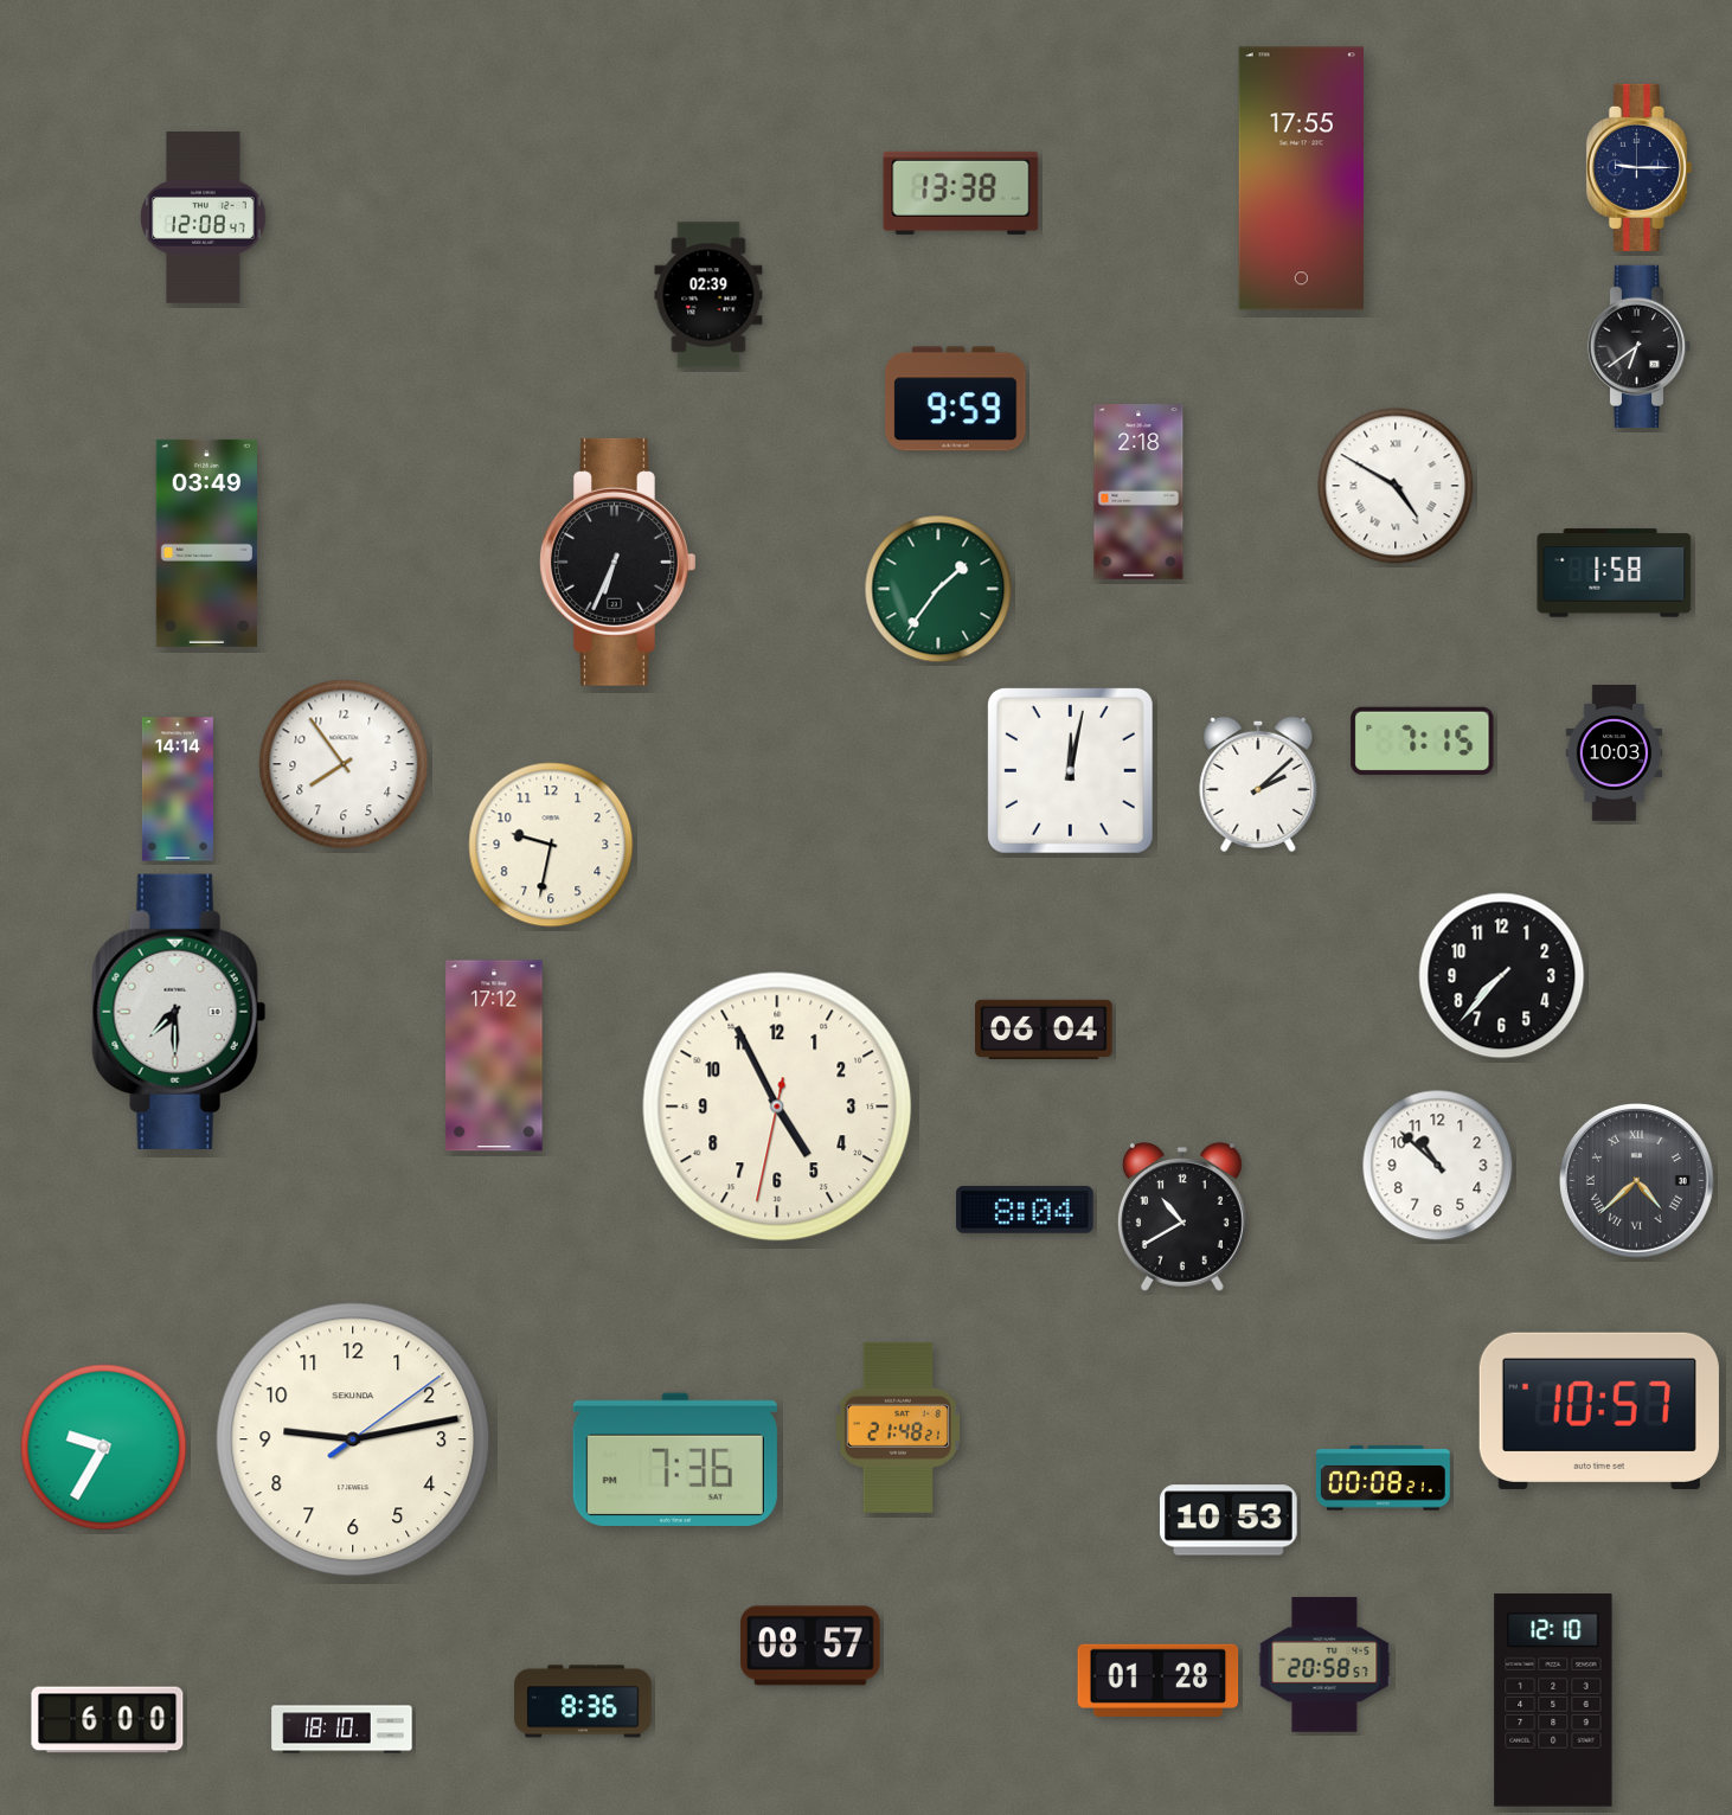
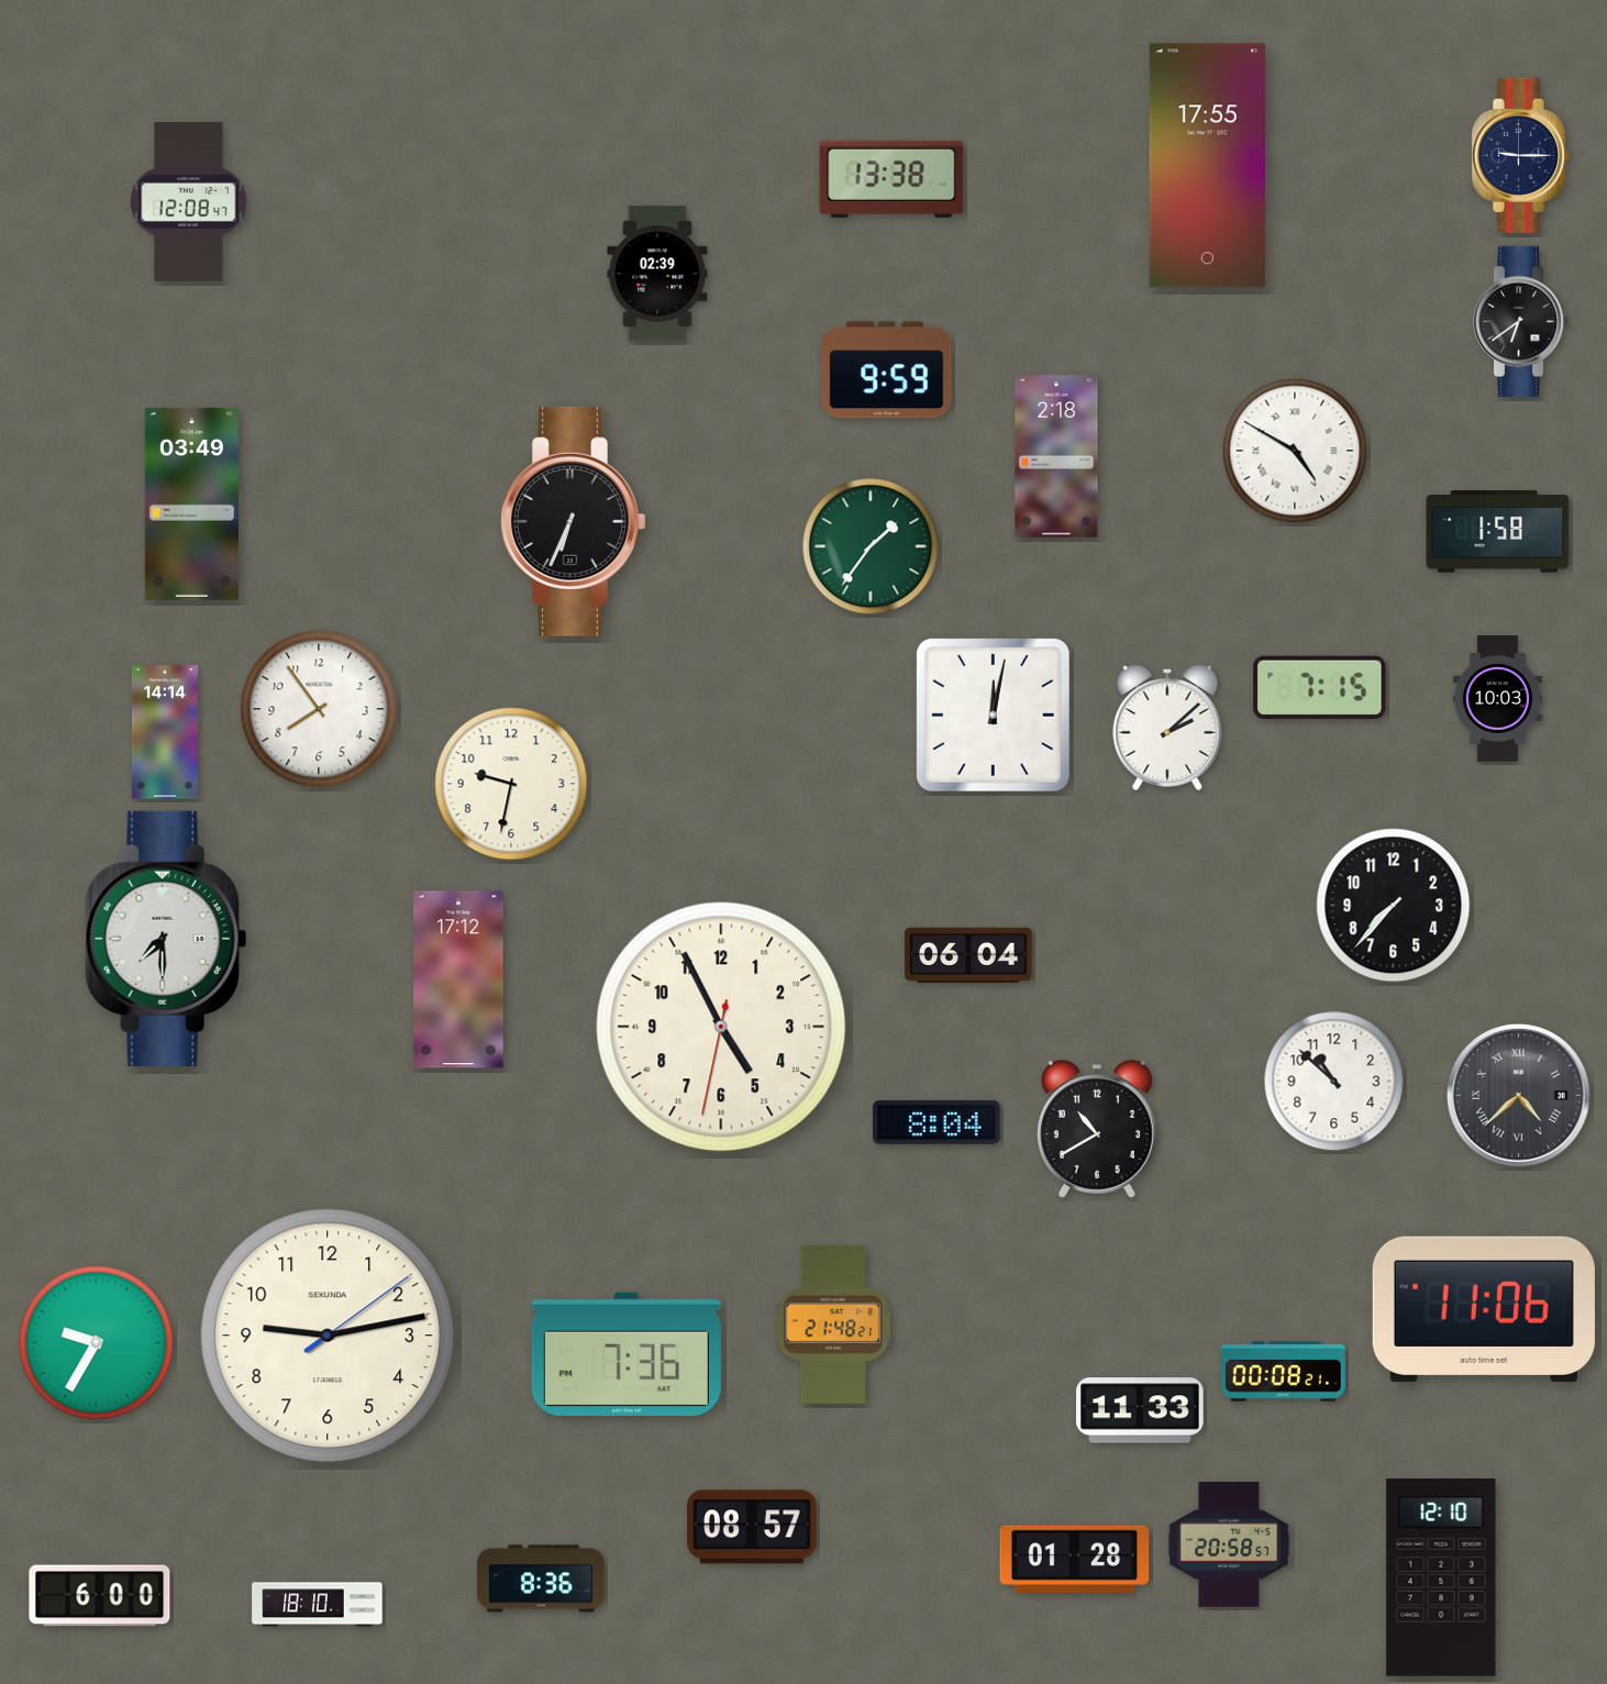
clock at (1025, 1210) position: (1025, 1210) -> (937, 1122)
clock at (1599, 1411): 10:57 -> 11:06
clock at (1230, 1520): 10:53 -> 11:33
